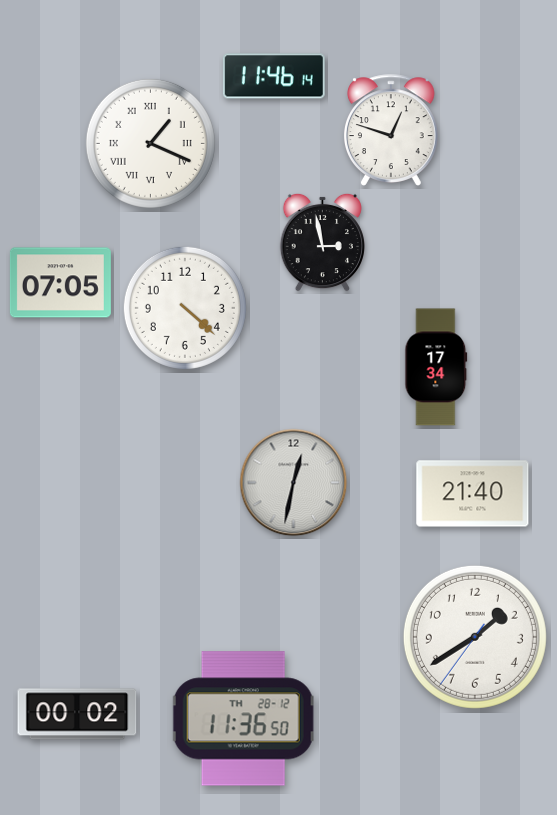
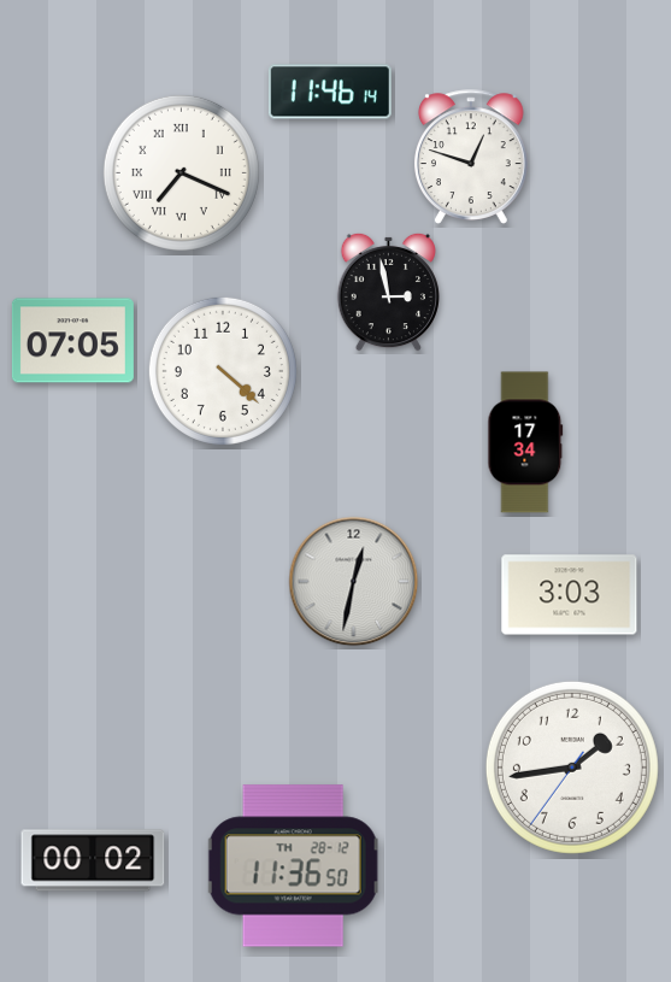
clock at (150, 143): 1:19 -> 7:19
clock at (473, 494): 21:40 -> 3:03
clock at (475, 637): 1:39 -> 1:43
